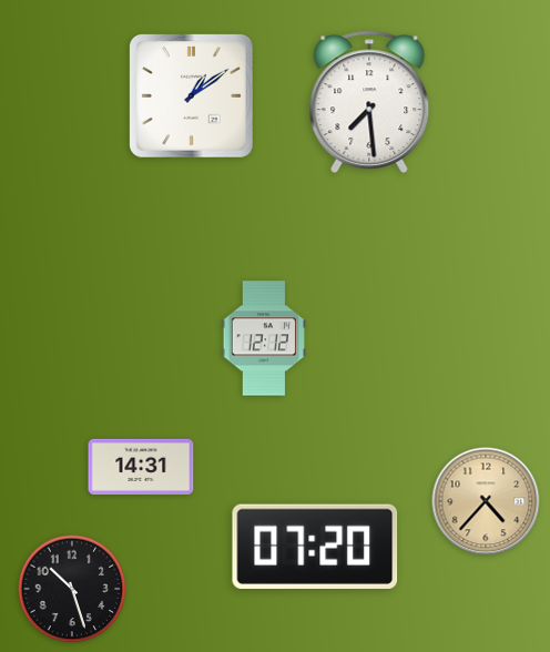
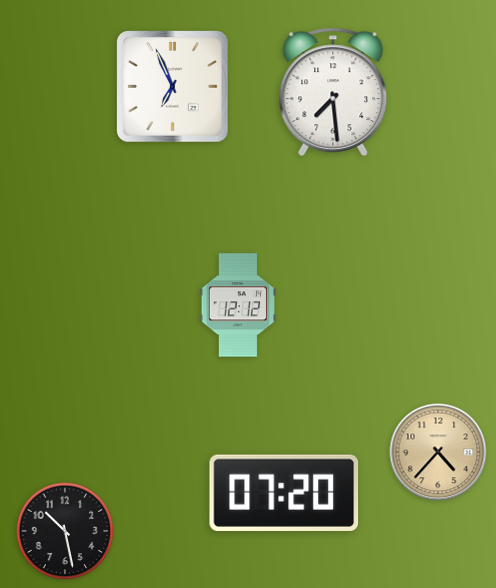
clock at (191, 95): 1:09 -> 6:56
clock at (141, 467): 14:31 -> none
clock at (72, 589): 10:27 -> 10:28
